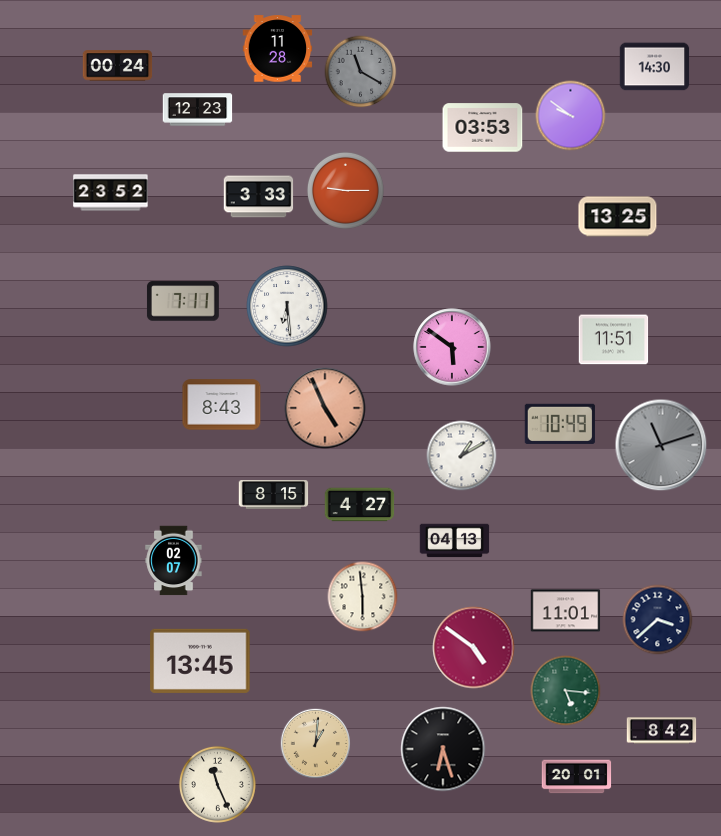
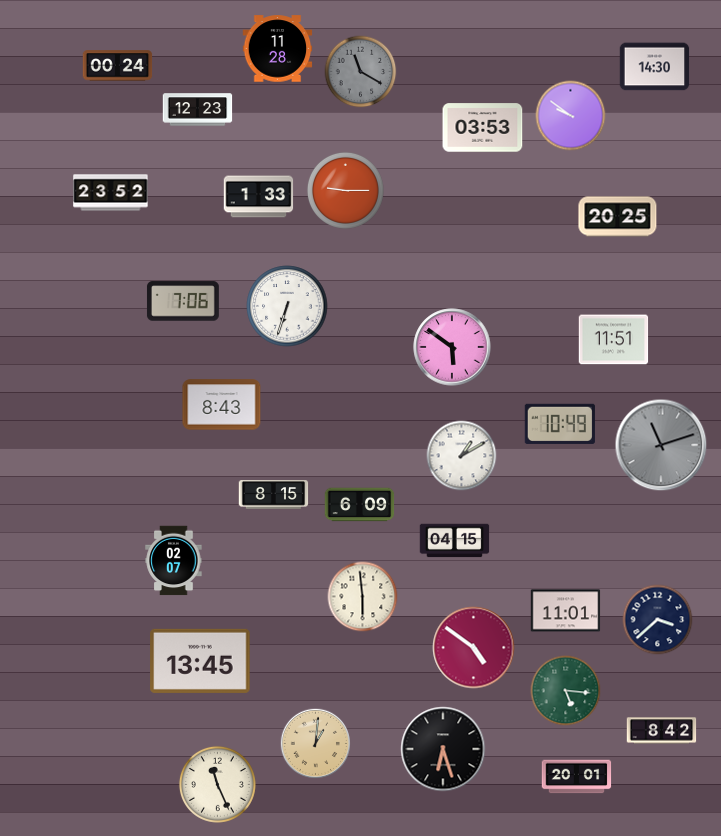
clock at (259, 197): 3:33 -> 1:33
clock at (618, 217): 13:25 -> 20:25
clock at (183, 301): 7:11 -> 7:06
clock at (287, 306): 6:29 -> 6:33
clock at (325, 408): 4:56 -> none
clock at (360, 505): 4:27 -> 6:09
clock at (455, 541): 04:13 -> 04:15
